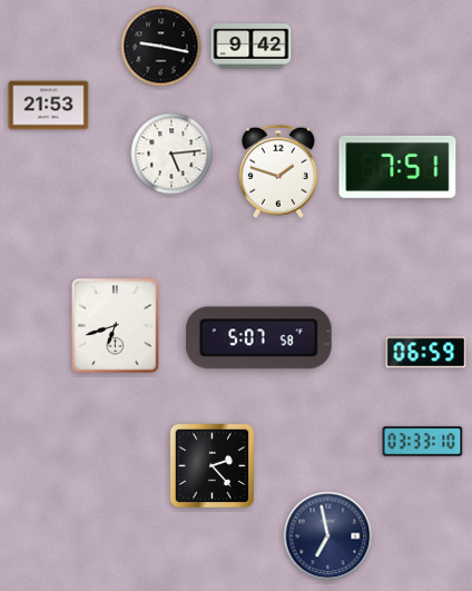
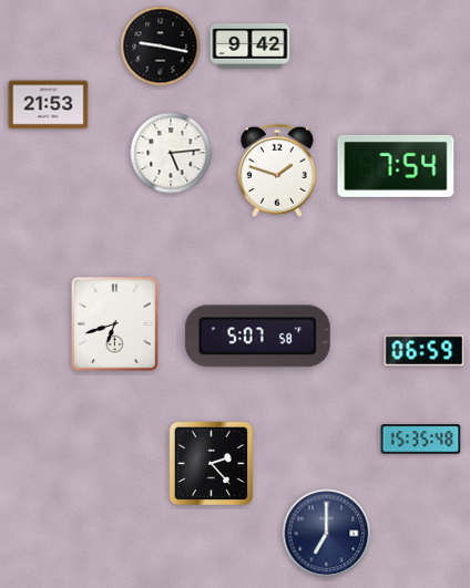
clock at (397, 167): 7:51 -> 7:54
clock at (423, 442): 03:33 -> 15:35
clock at (328, 536): 6:58 -> 7:00
